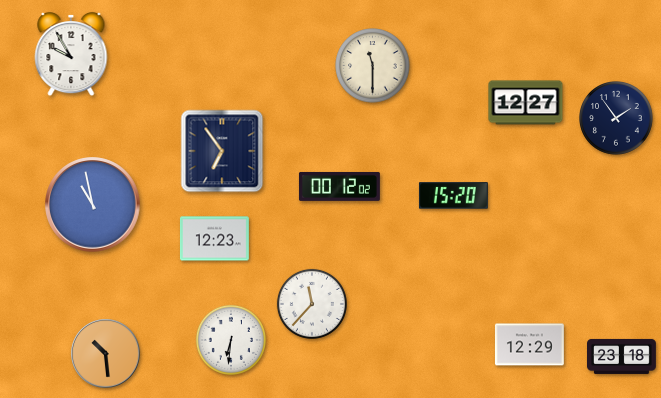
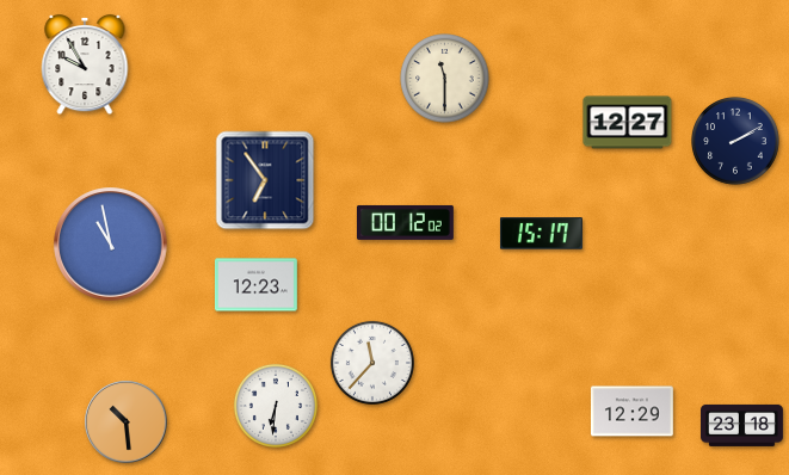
clock at (616, 118): 1:54 -> 2:10
clock at (453, 196): 15:20 -> 15:17
